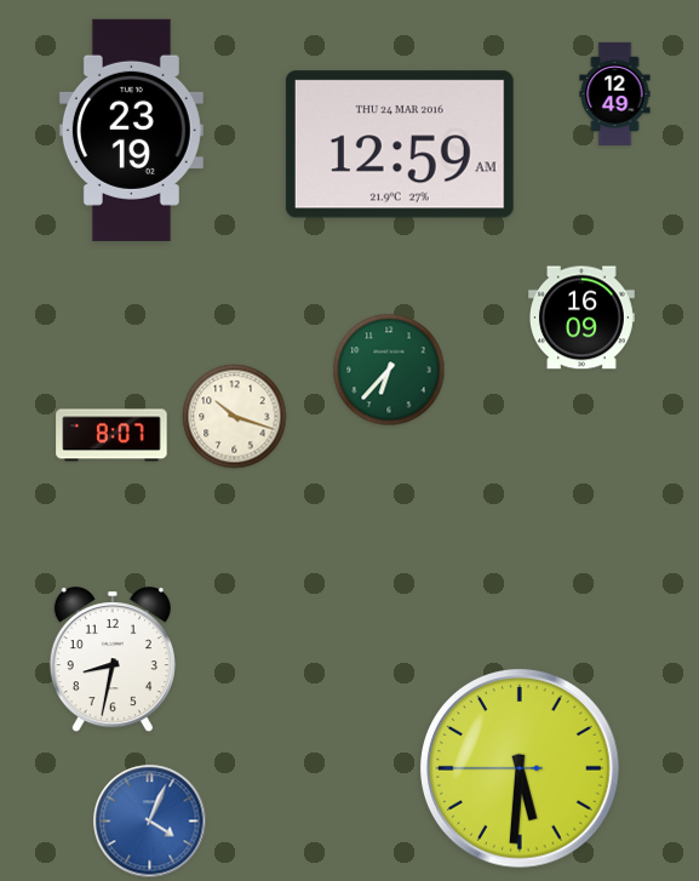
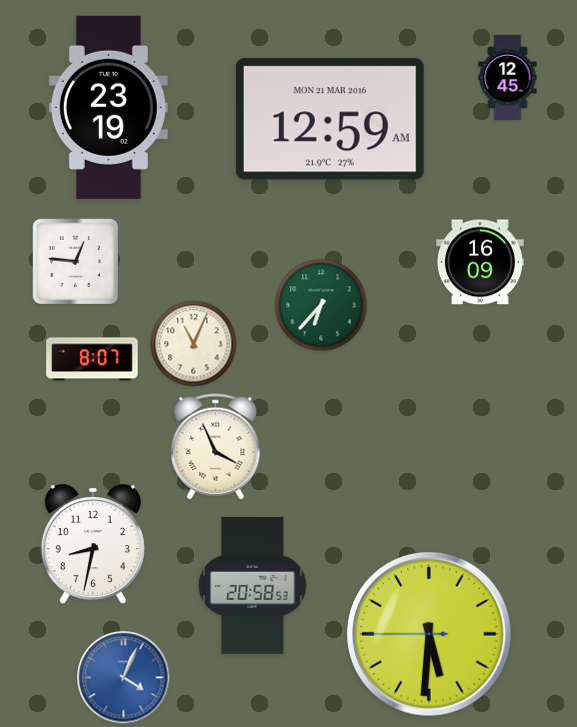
clock at (615, 93): 12:49 -> 12:45
clock at (400, 144) date: THU 24 MAR 2016 -> MON 21 MAR 2016
clock at (76, 262): none -> 12:46
clock at (235, 417): 10:18 -> 11:04
clock at (216, 447): none -> 3:56
clock at (253, 585): none -> 20:58
